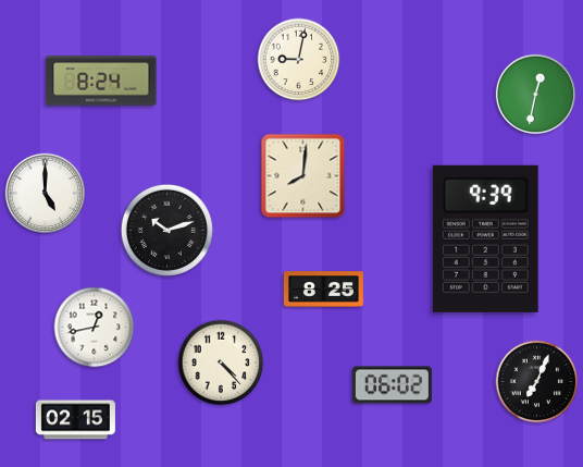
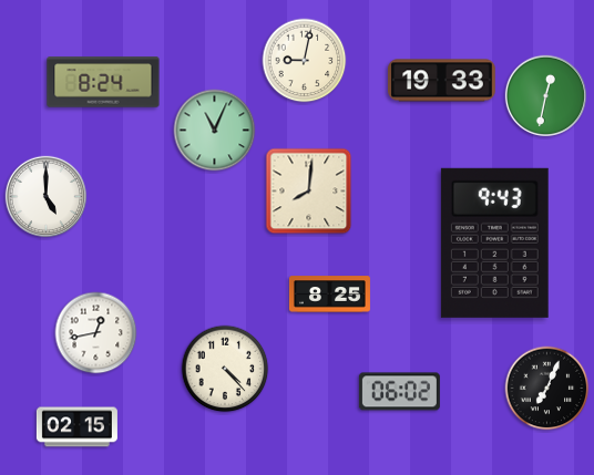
clock at (442, 81): none -> 19:33
clock at (215, 131): none -> 11:04
clock at (303, 176) position: (303, 176) -> (309, 192)
clock at (166, 230): 10:12 -> none
clock at (485, 238): 9:39 -> 9:43
